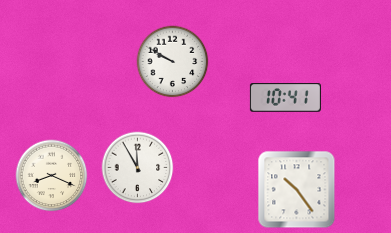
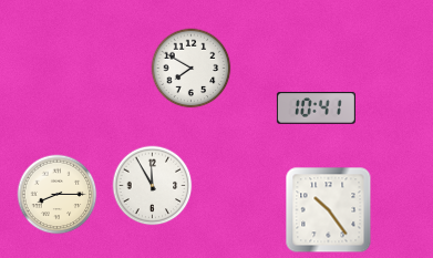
clock at (173, 62): 9:50 -> 7:50
clock at (52, 176): 8:19 -> 8:15
